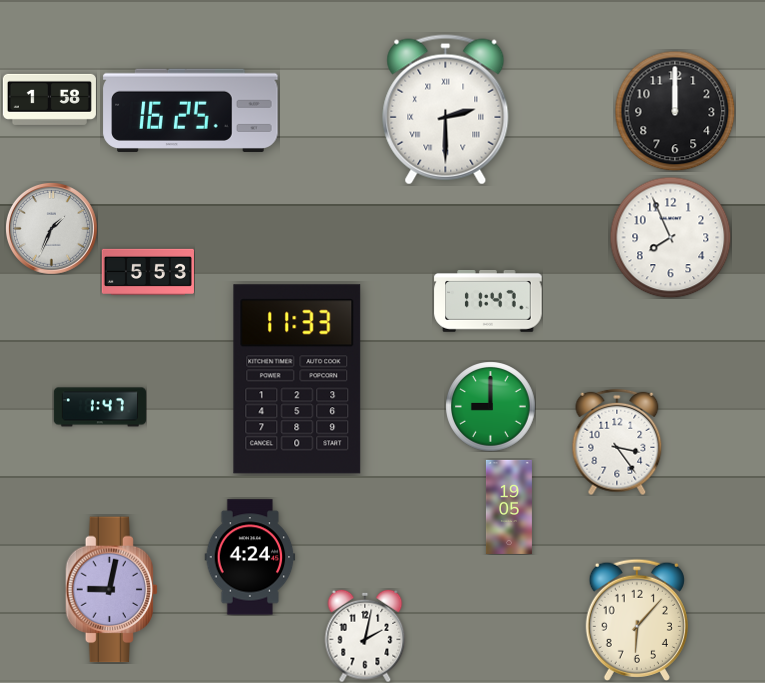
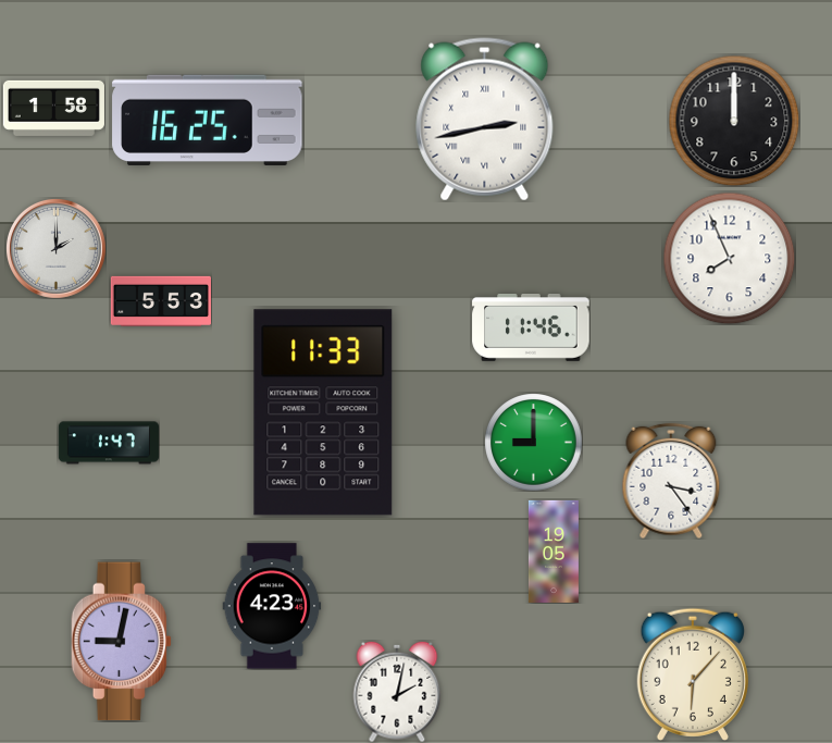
clock at (446, 110): 2:30 -> 2:43
clock at (51, 228): 1:34 -> 2:00
clock at (148, 271) position: (148, 271) -> (161, 300)
clock at (488, 302): 11:47 -> 11:46
clock at (250, 557): 4:24 -> 4:23
